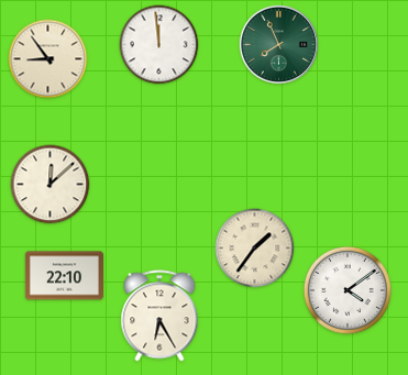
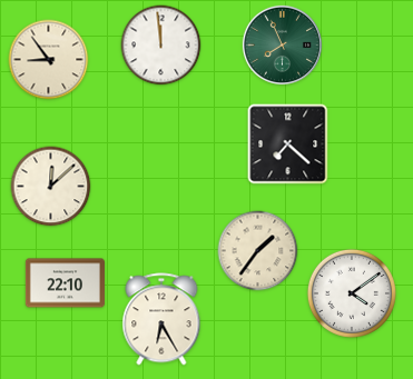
clock at (288, 144): none -> 7:22
clock at (64, 276) position: (64, 276) -> (65, 283)
